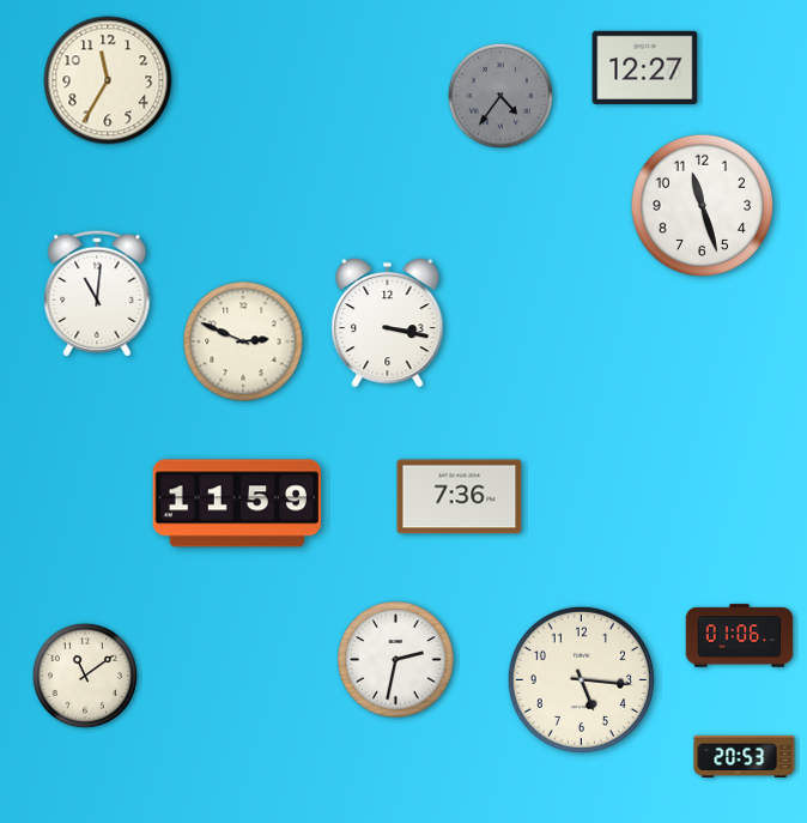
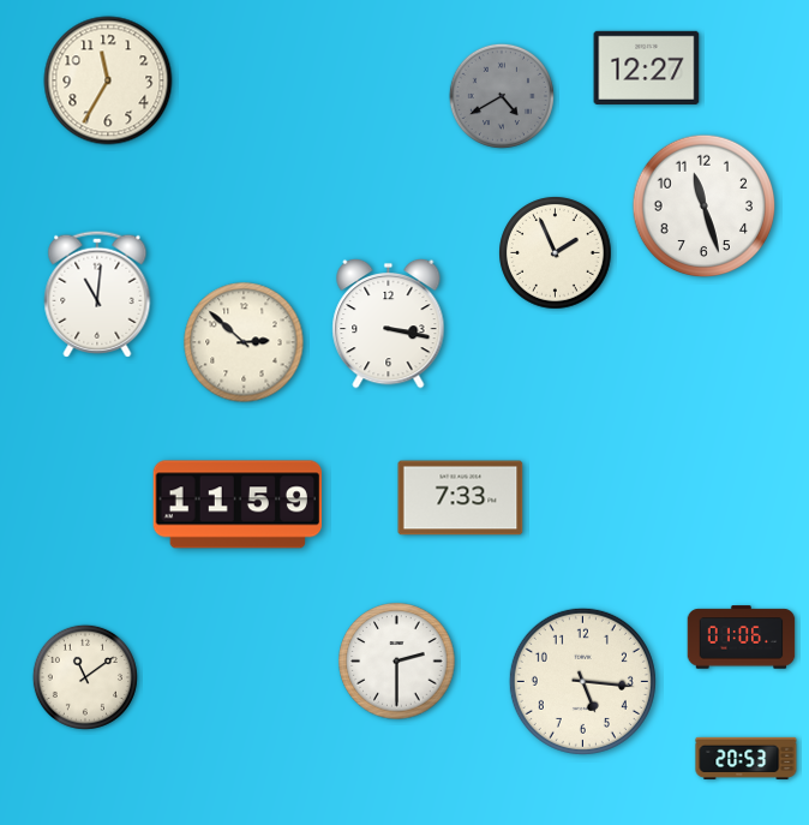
clock at (500, 96): 4:36 -> 4:40
clock at (556, 253): none -> 1:56
clock at (243, 341): 2:49 -> 2:52
clock at (460, 497): 7:36 -> 7:33
clock at (396, 660): 2:32 -> 2:30
